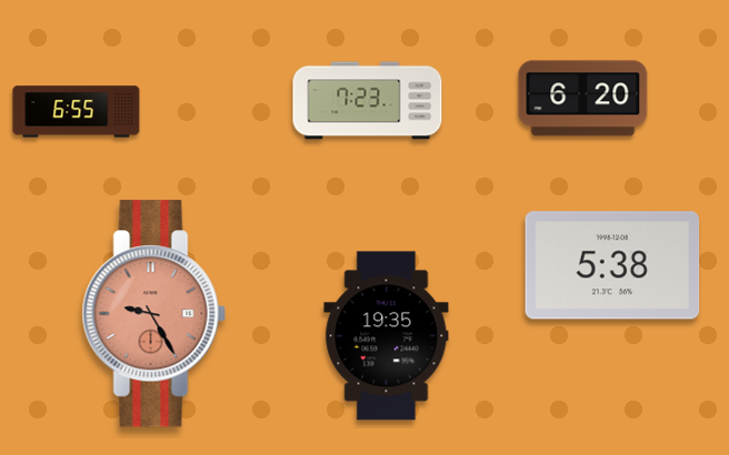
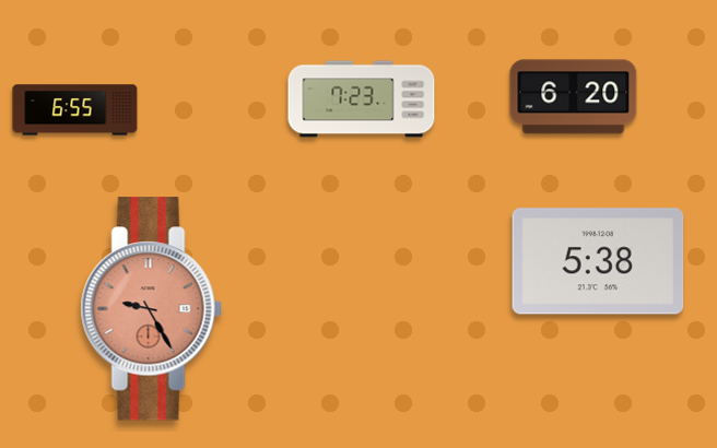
clock at (612, 265) position: (612, 265) -> (598, 261)
clock at (387, 336): 19:35 -> none
